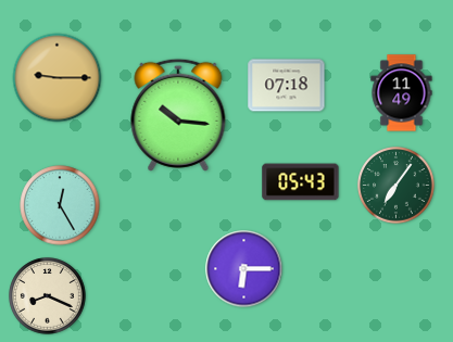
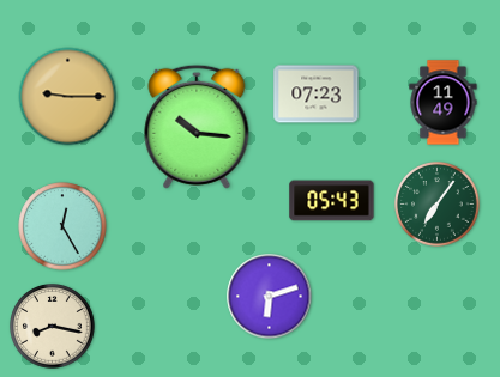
clock at (58, 78) position: (58, 78) -> (68, 97)
clock at (287, 86): 07:18 -> 07:23
clock at (60, 205) position: (60, 205) -> (62, 226)
clock at (244, 269): 6:15 -> 6:12
clock at (48, 296): 8:19 -> 8:17
